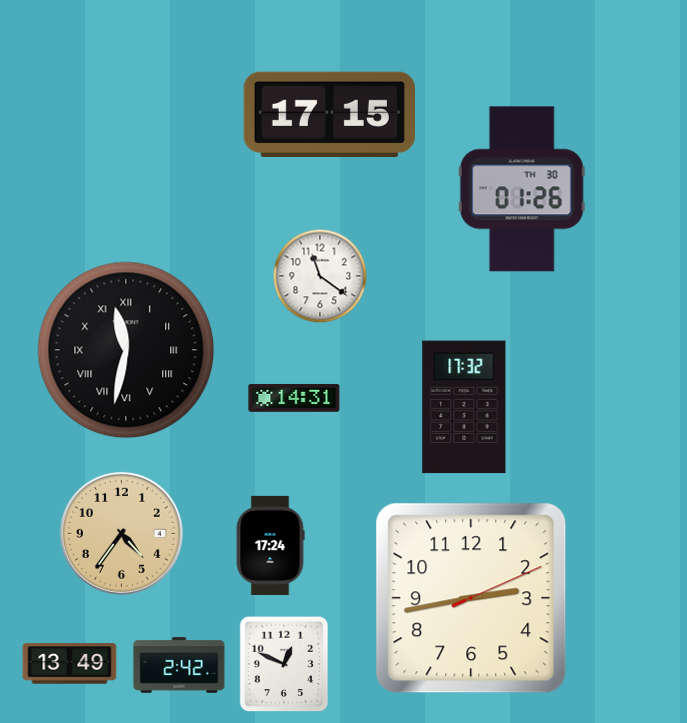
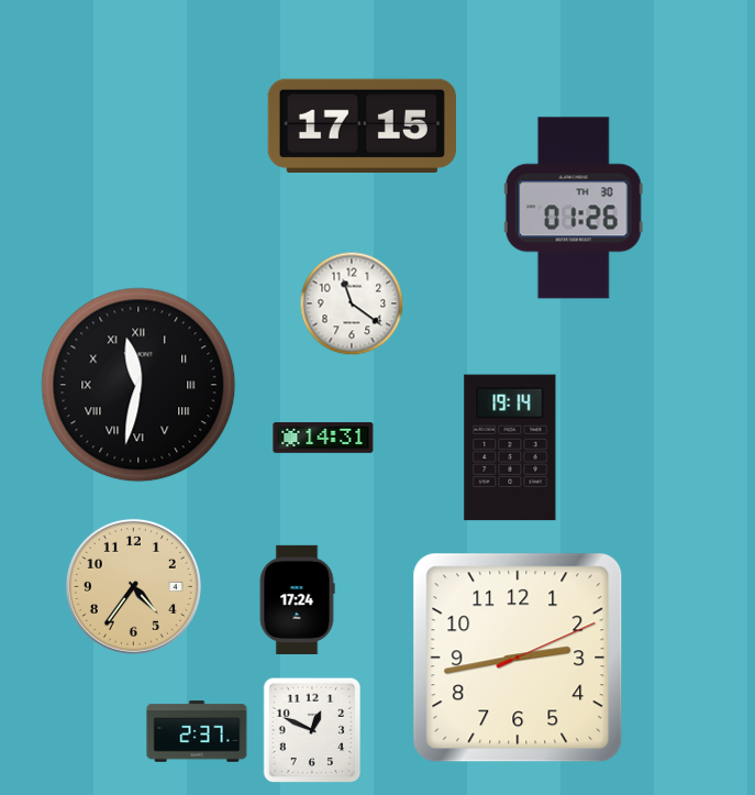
clock at (464, 407): 17:32 -> 19:14
clock at (70, 664): 13:49 -> none
clock at (179, 665): 2:42 -> 2:37
